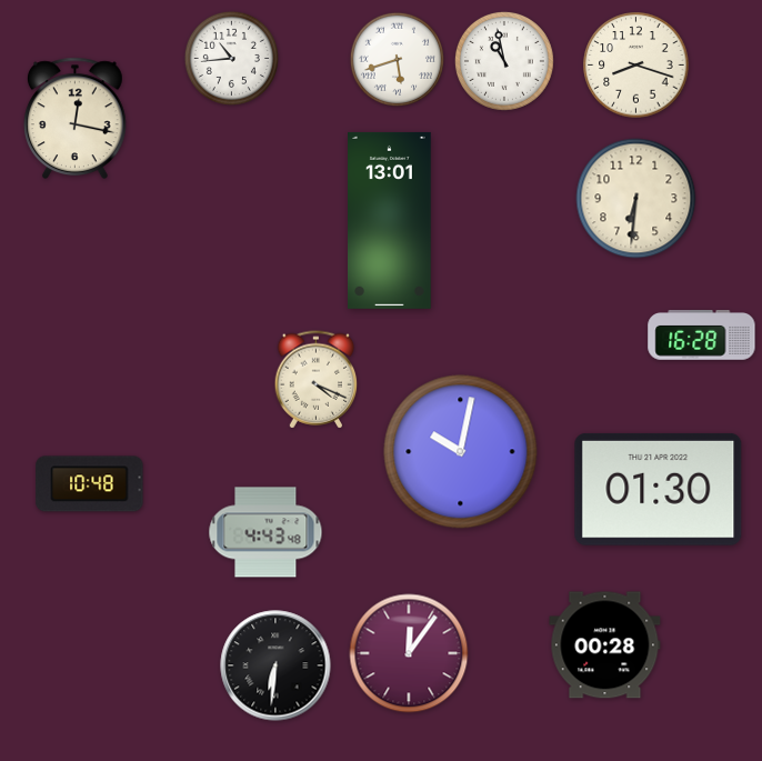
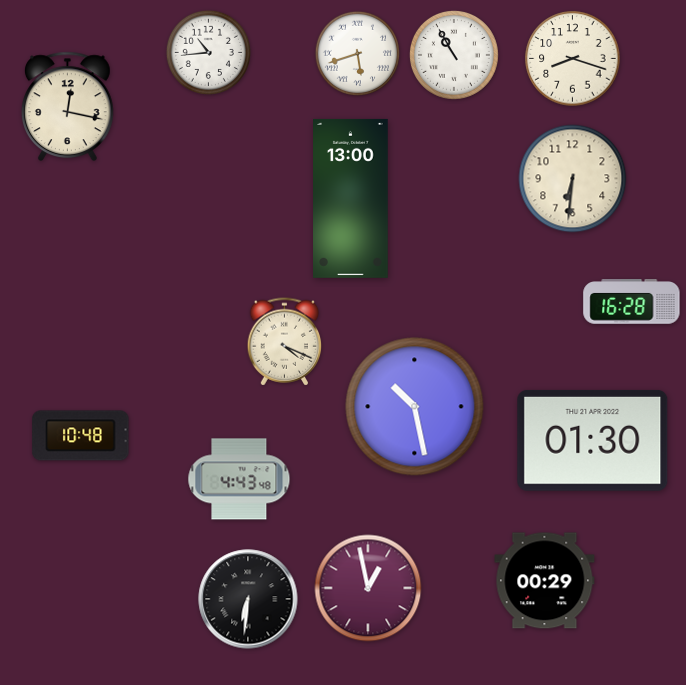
clock at (504, 61): 10:58 -> 10:55
clock at (390, 220): 13:01 -> 13:00
clock at (461, 452): 10:02 -> 10:28
clock at (605, 645): 00:28 -> 00:29
clock at (409, 653): 12:06 -> 12:58
